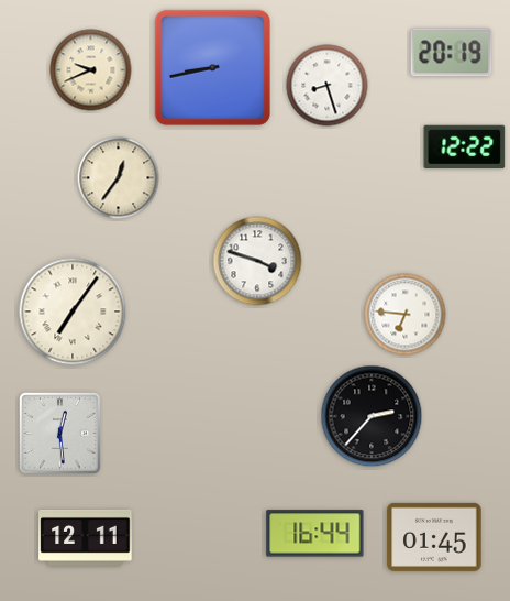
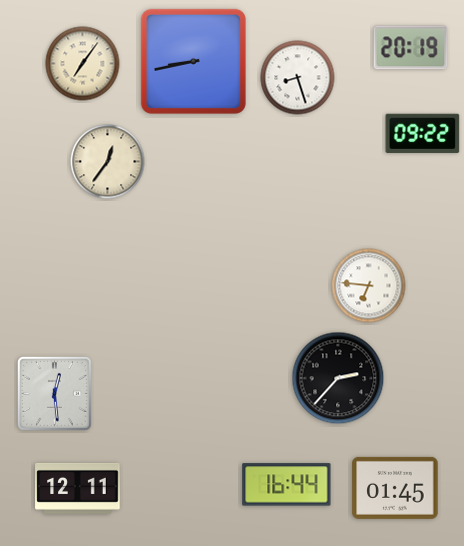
clock at (91, 70): 9:41 -> 7:06
clock at (465, 146): 12:22 -> 09:22
clock at (257, 261): 3:48 -> none
clock at (73, 312): 7:06 -> none
